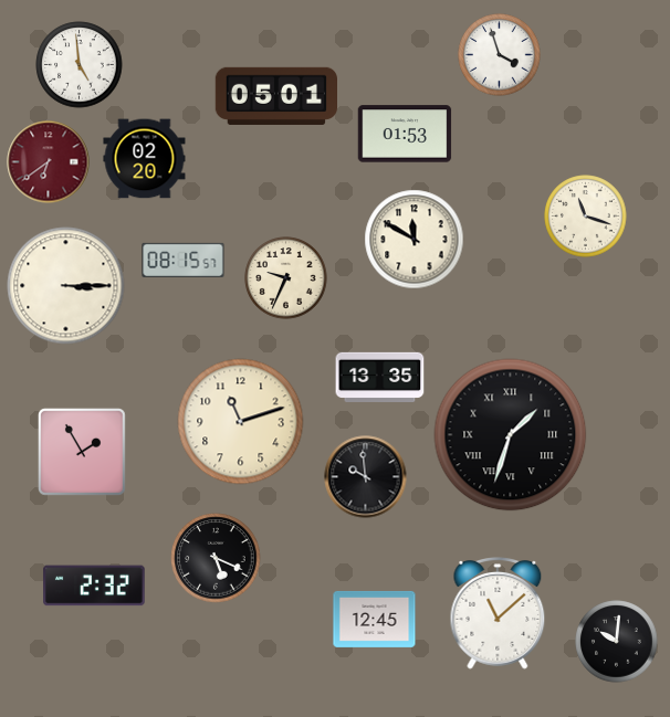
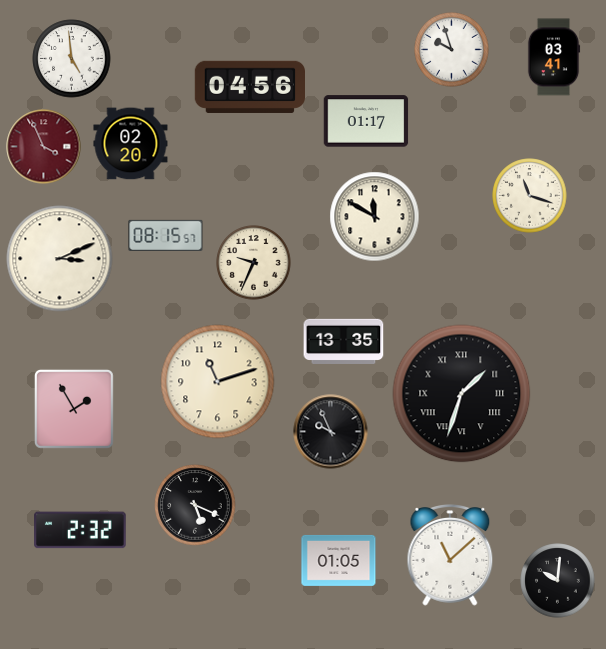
clock at (500, 55): 3:57 -> 9:57
clock at (554, 57): none -> 03:41
clock at (275, 96): 05:01 -> 04:56
clock at (405, 134): 01:53 -> 01:17
clock at (49, 162): 6:39 -> 3:56
clock at (286, 278) position: (286, 278) -> (254, 263)
clock at (66, 286): 3:15 -> 3:11
clock at (366, 477): 9:59 -> 9:56
clock at (94, 586) position: (94, 586) -> (80, 530)
clock at (375, 619): 12:45 -> 01:05
